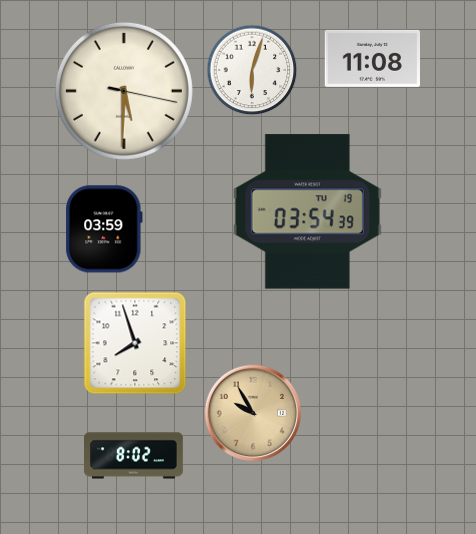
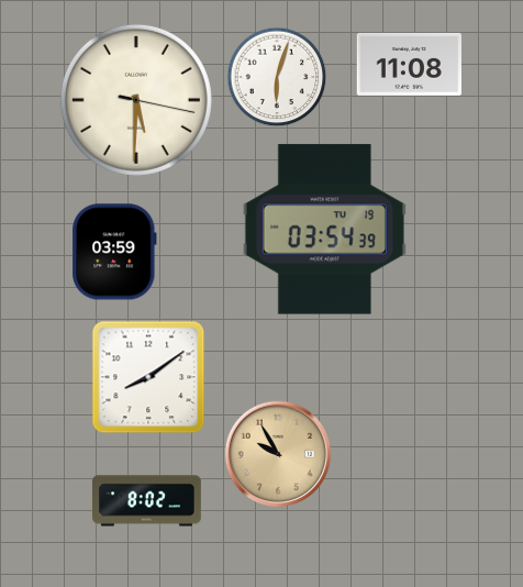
clock at (307, 212) position: (307, 212) -> (324, 230)
clock at (135, 343): 7:57 -> 8:09
